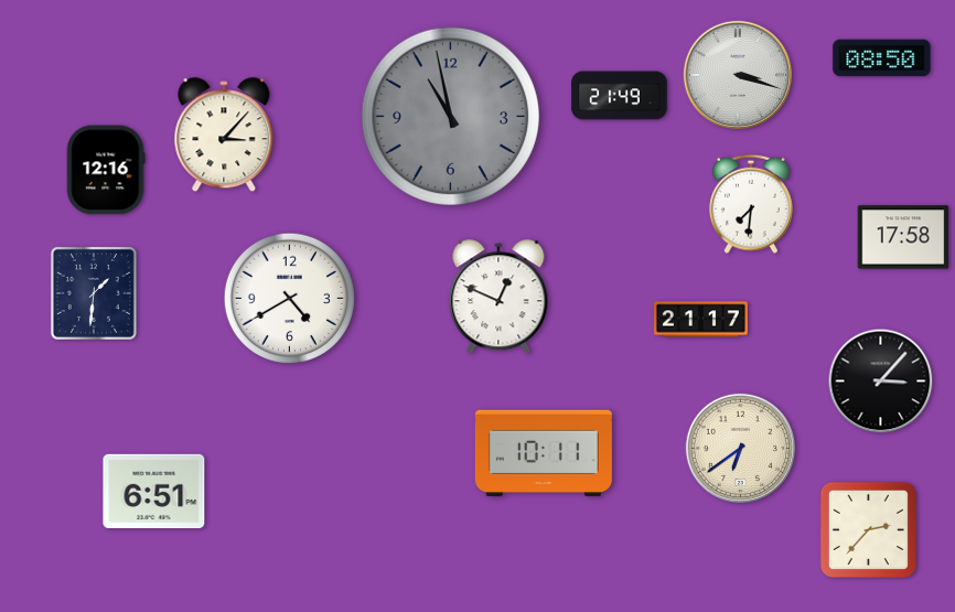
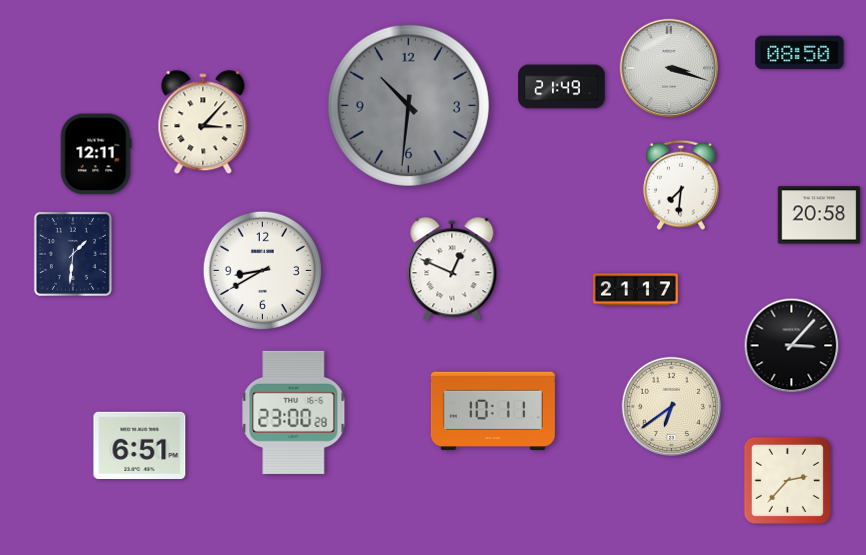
clock at (450, 116): 10:58 -> 10:31
clock at (106, 170): 12:16 -> 12:11
clock at (903, 237): 17:58 -> 20:58
clock at (94, 293) position: (94, 293) -> (73, 254)
clock at (289, 298): 4:40 -> 8:40
clock at (881, 382) position: (881, 382) -> (792, 346)
clock at (294, 412): none -> 23:00
